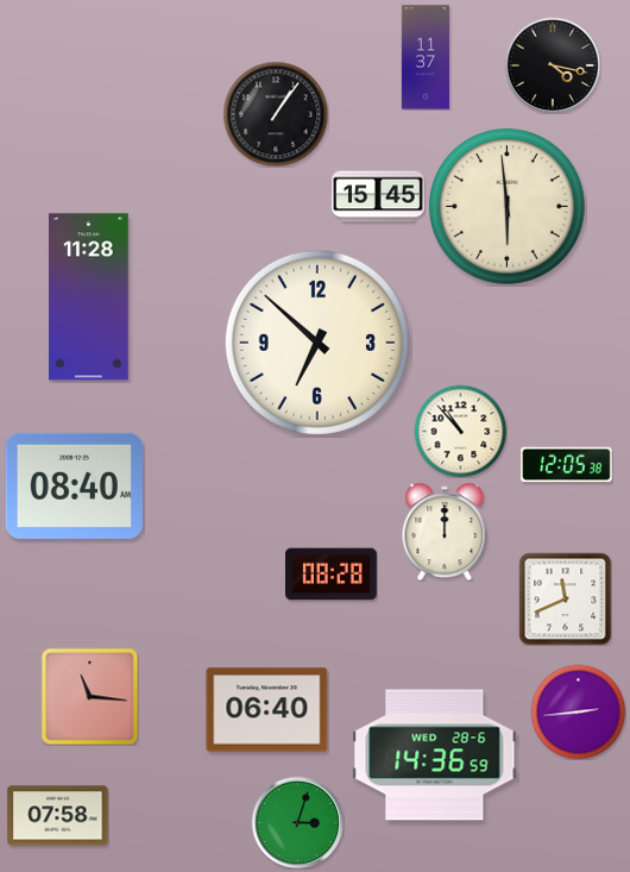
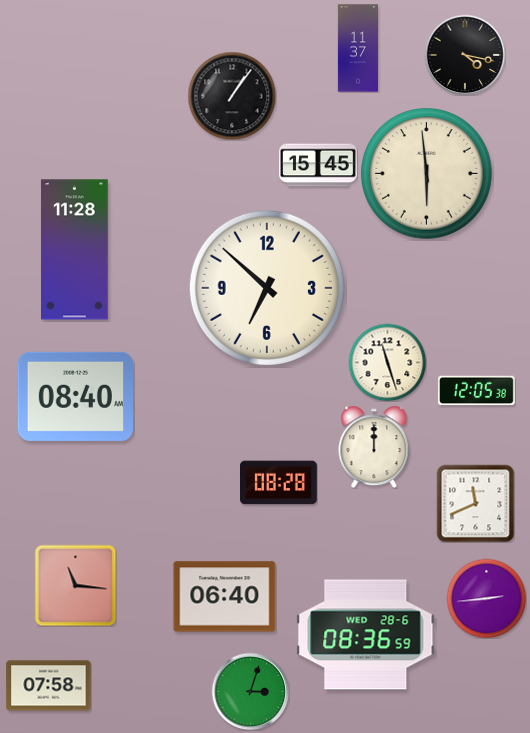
clock at (460, 431): 10:53 -> 11:27
clock at (74, 485) position: (74, 485) -> (75, 396)
clock at (435, 755): 14:36 -> 08:36
